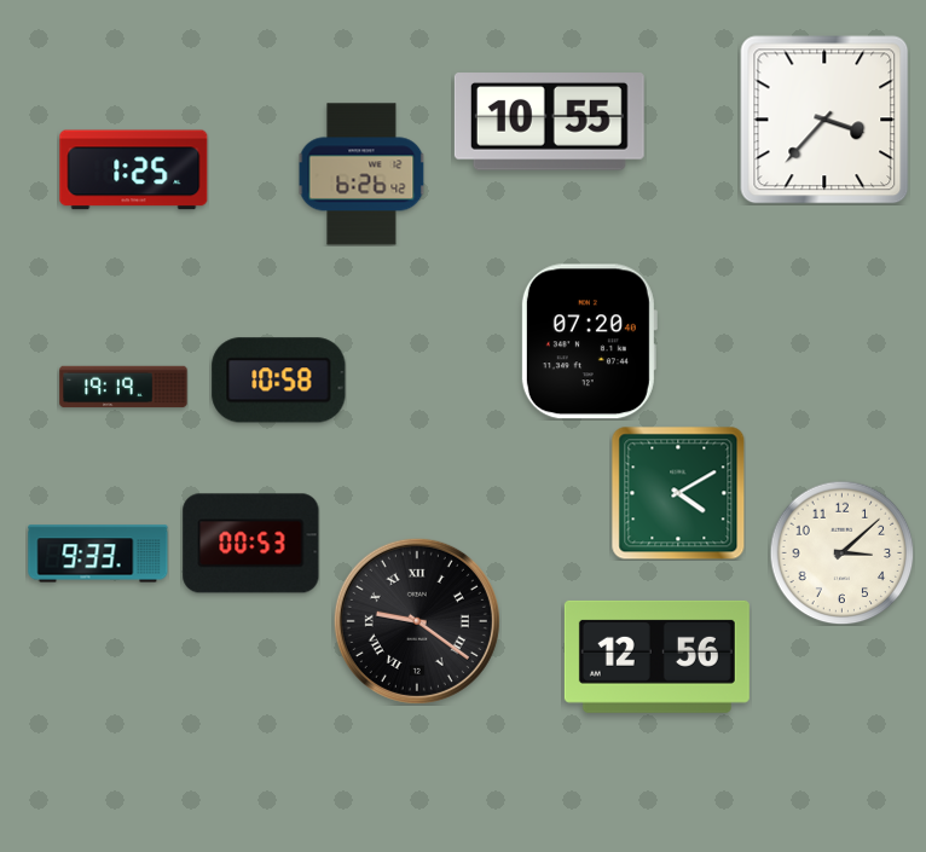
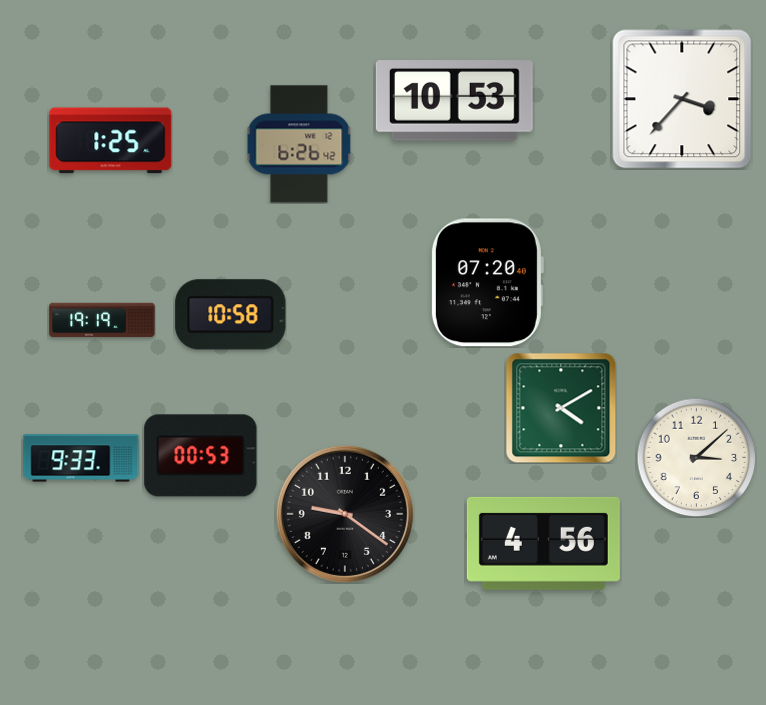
clock at (549, 122): 10:55 -> 10:53
clock at (251, 544) position: (251, 544) -> (201, 456)
clock at (417, 621) numerals: Roman -> Arabic
clock at (656, 656): 12:56 -> 4:56
